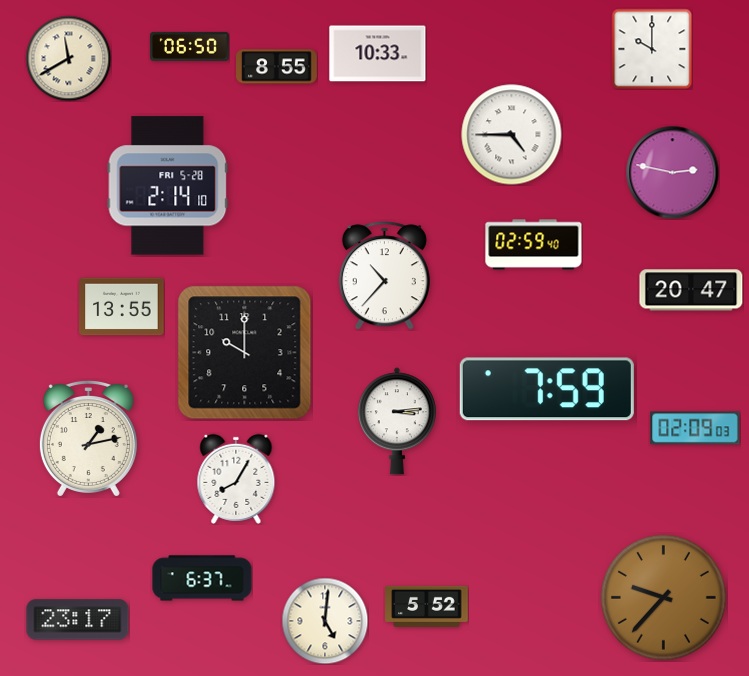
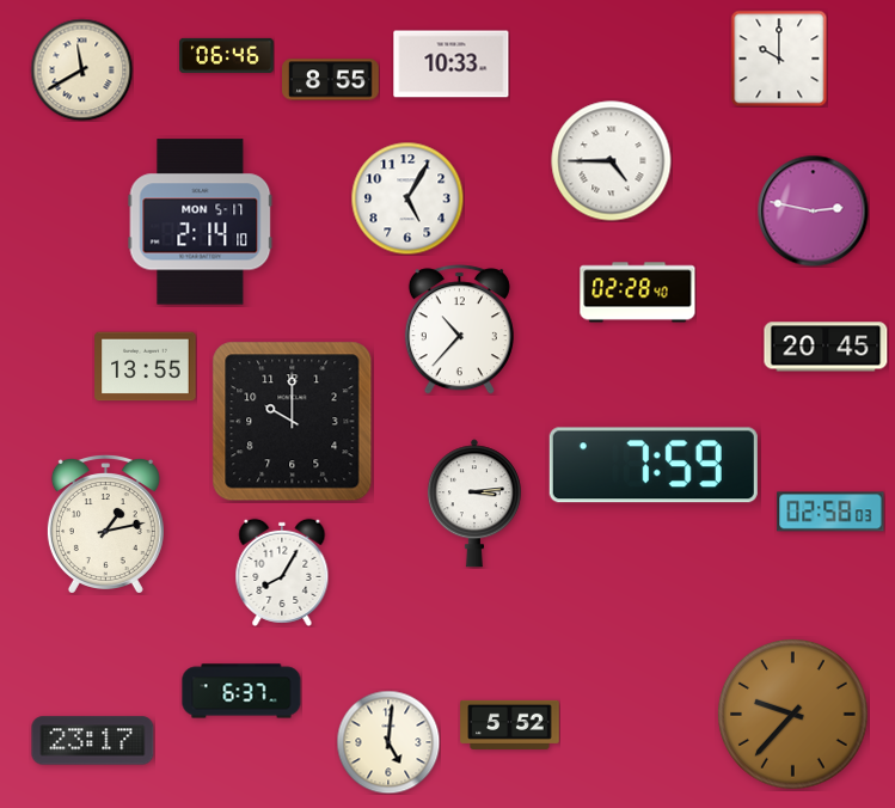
clock at (190, 46): 06:50 -> 06:46
clock at (407, 198): none -> 5:05
clock at (672, 172) position: (672, 172) -> (813, 210)
clock at (168, 186) date: FRI 5-28 -> MON 5-17
clock at (534, 245): 02:59 -> 02:28
clock at (691, 290): 20:47 -> 20:45
clock at (695, 428): 02:09 -> 02:58
